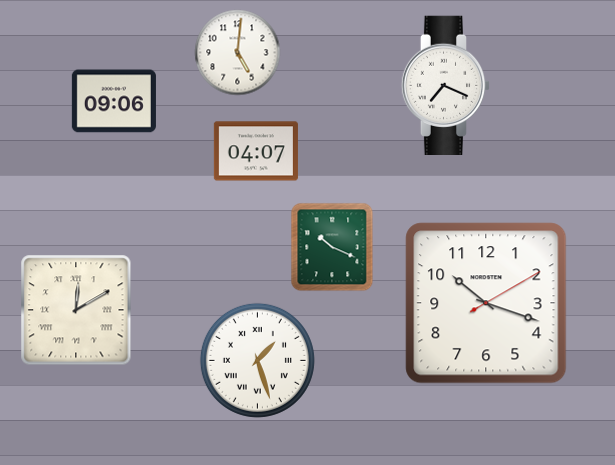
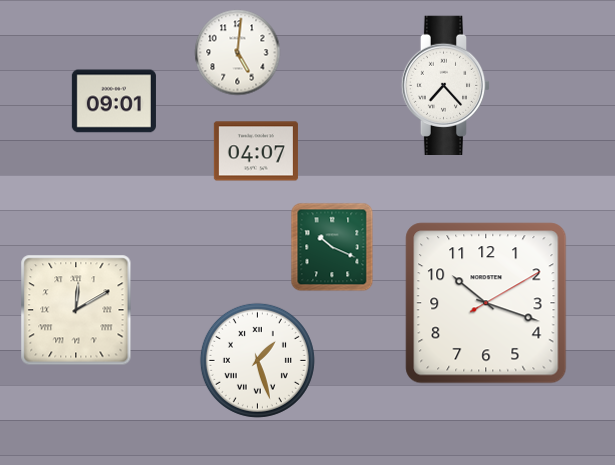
clock at (446, 85): 7:19 -> 7:23
clock at (114, 101): 09:06 -> 09:01
